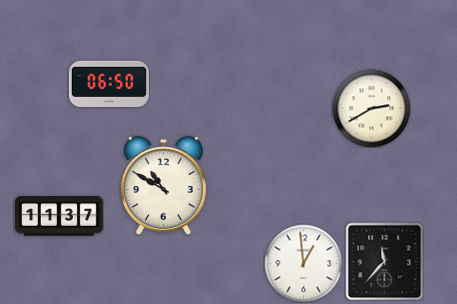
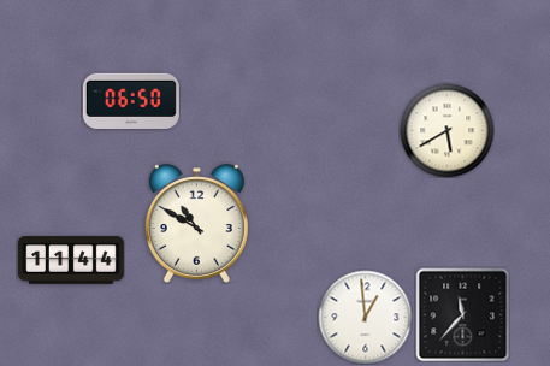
clock at (371, 108): 2:40 -> 5:40
clock at (59, 216): 11:37 -> 11:44
